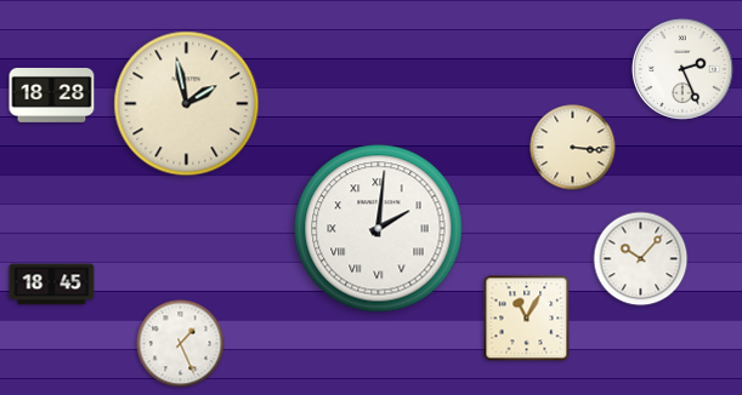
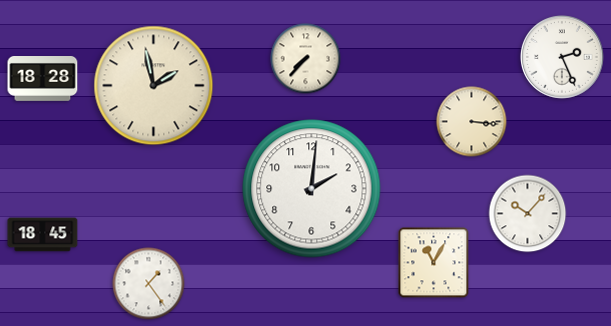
clock at (306, 59): none -> 7:37
clock at (379, 229) numerals: Roman -> Arabic
clock at (181, 344): 1:26 -> 1:24
